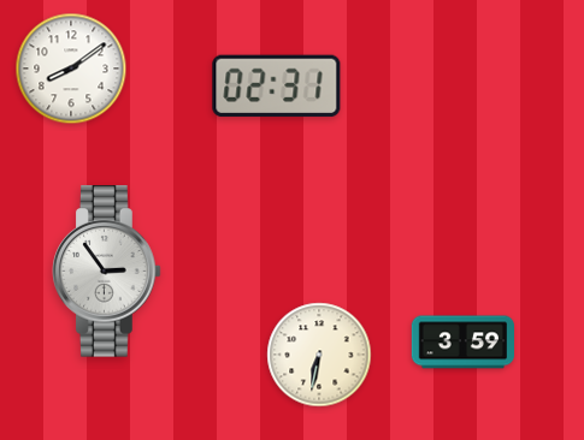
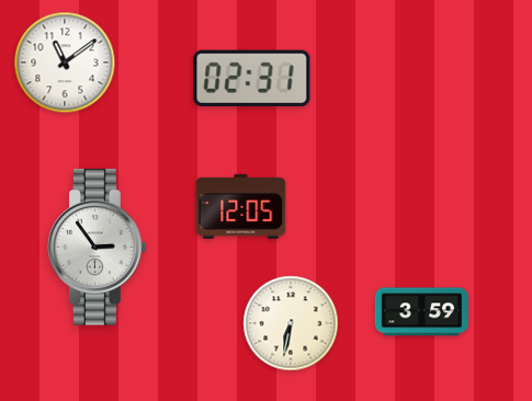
clock at (71, 69): 8:09 -> 11:09
clock at (241, 206): none -> 12:05
